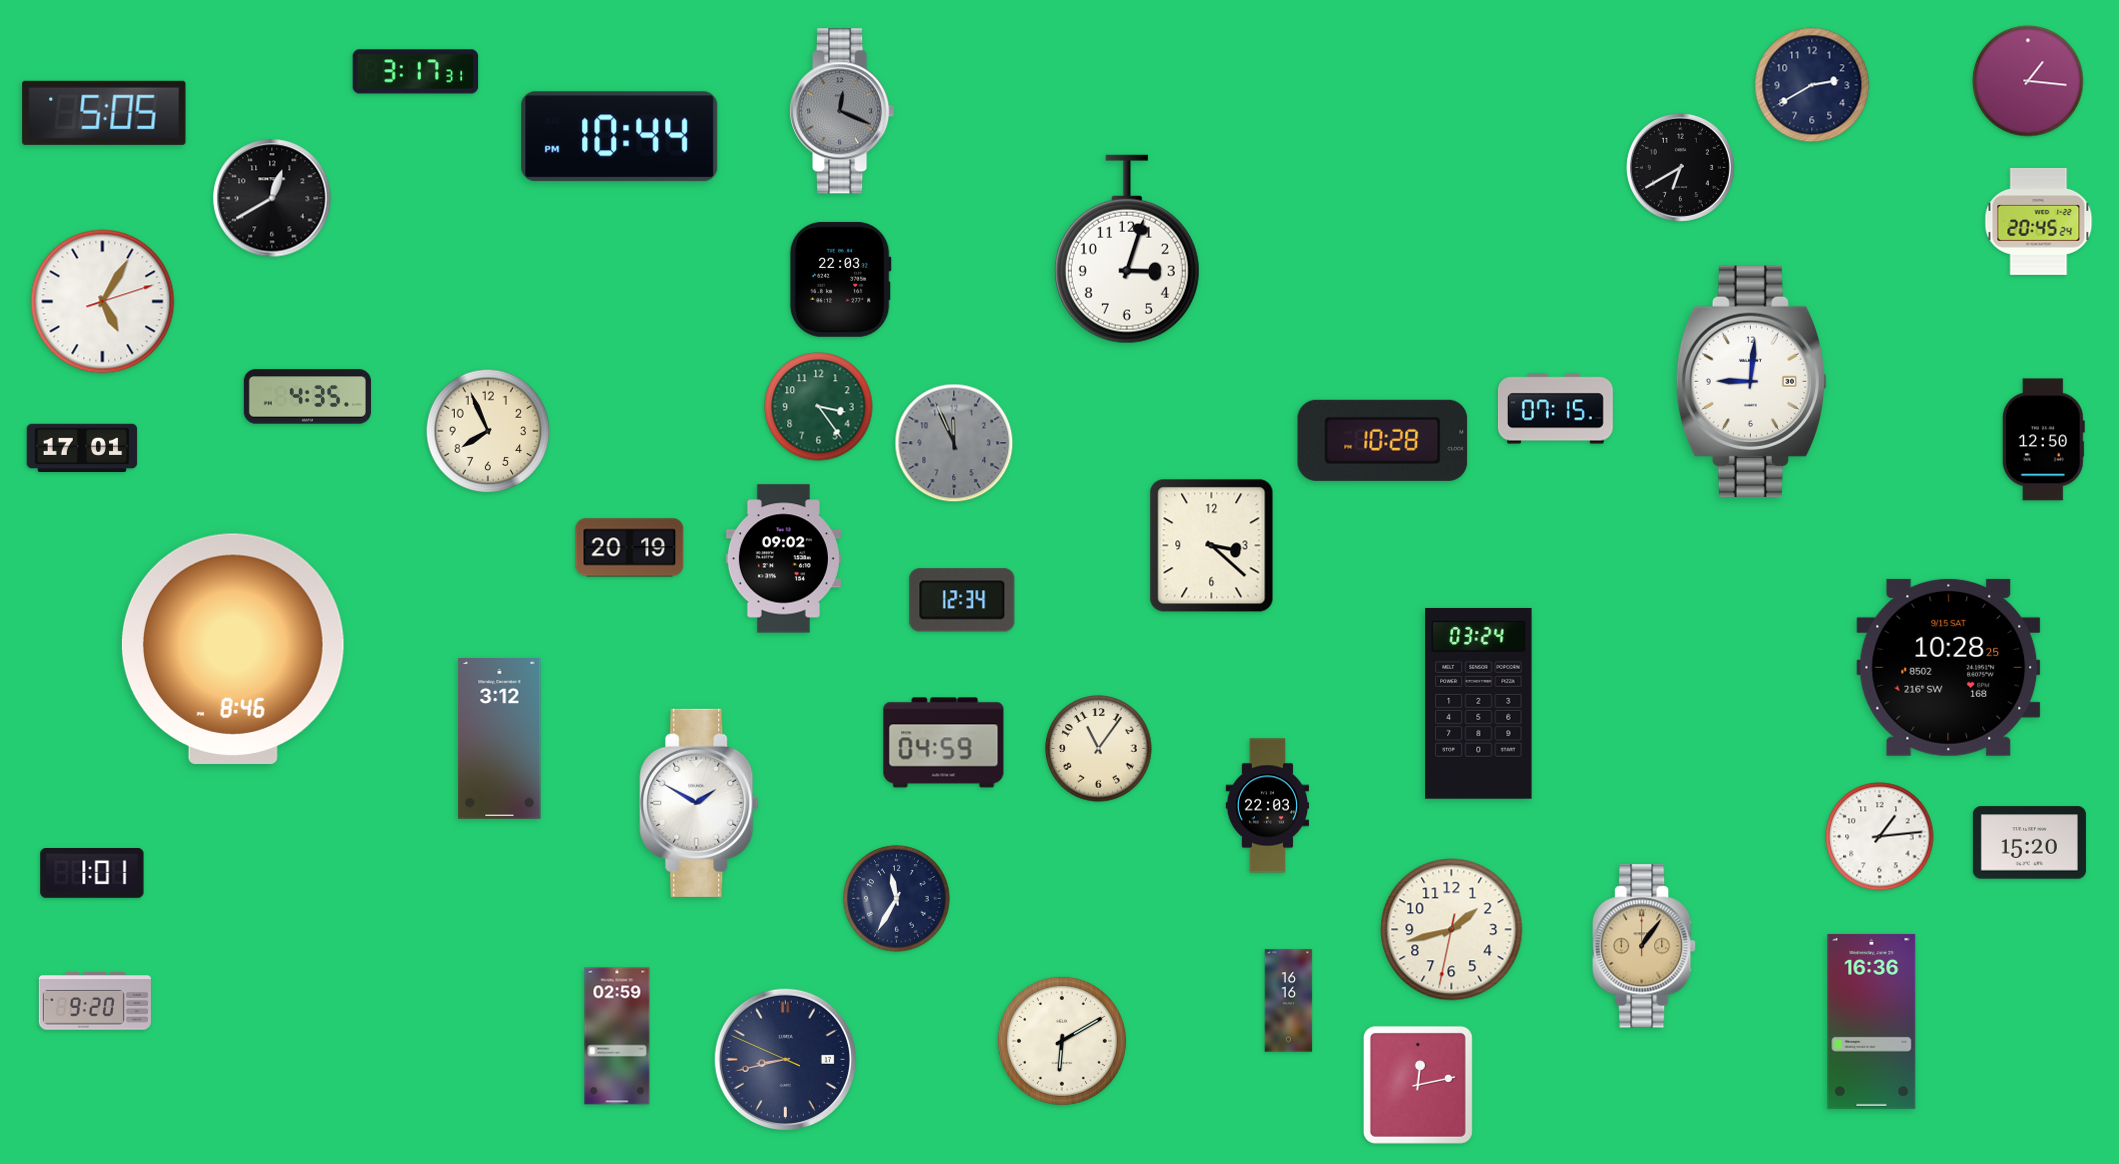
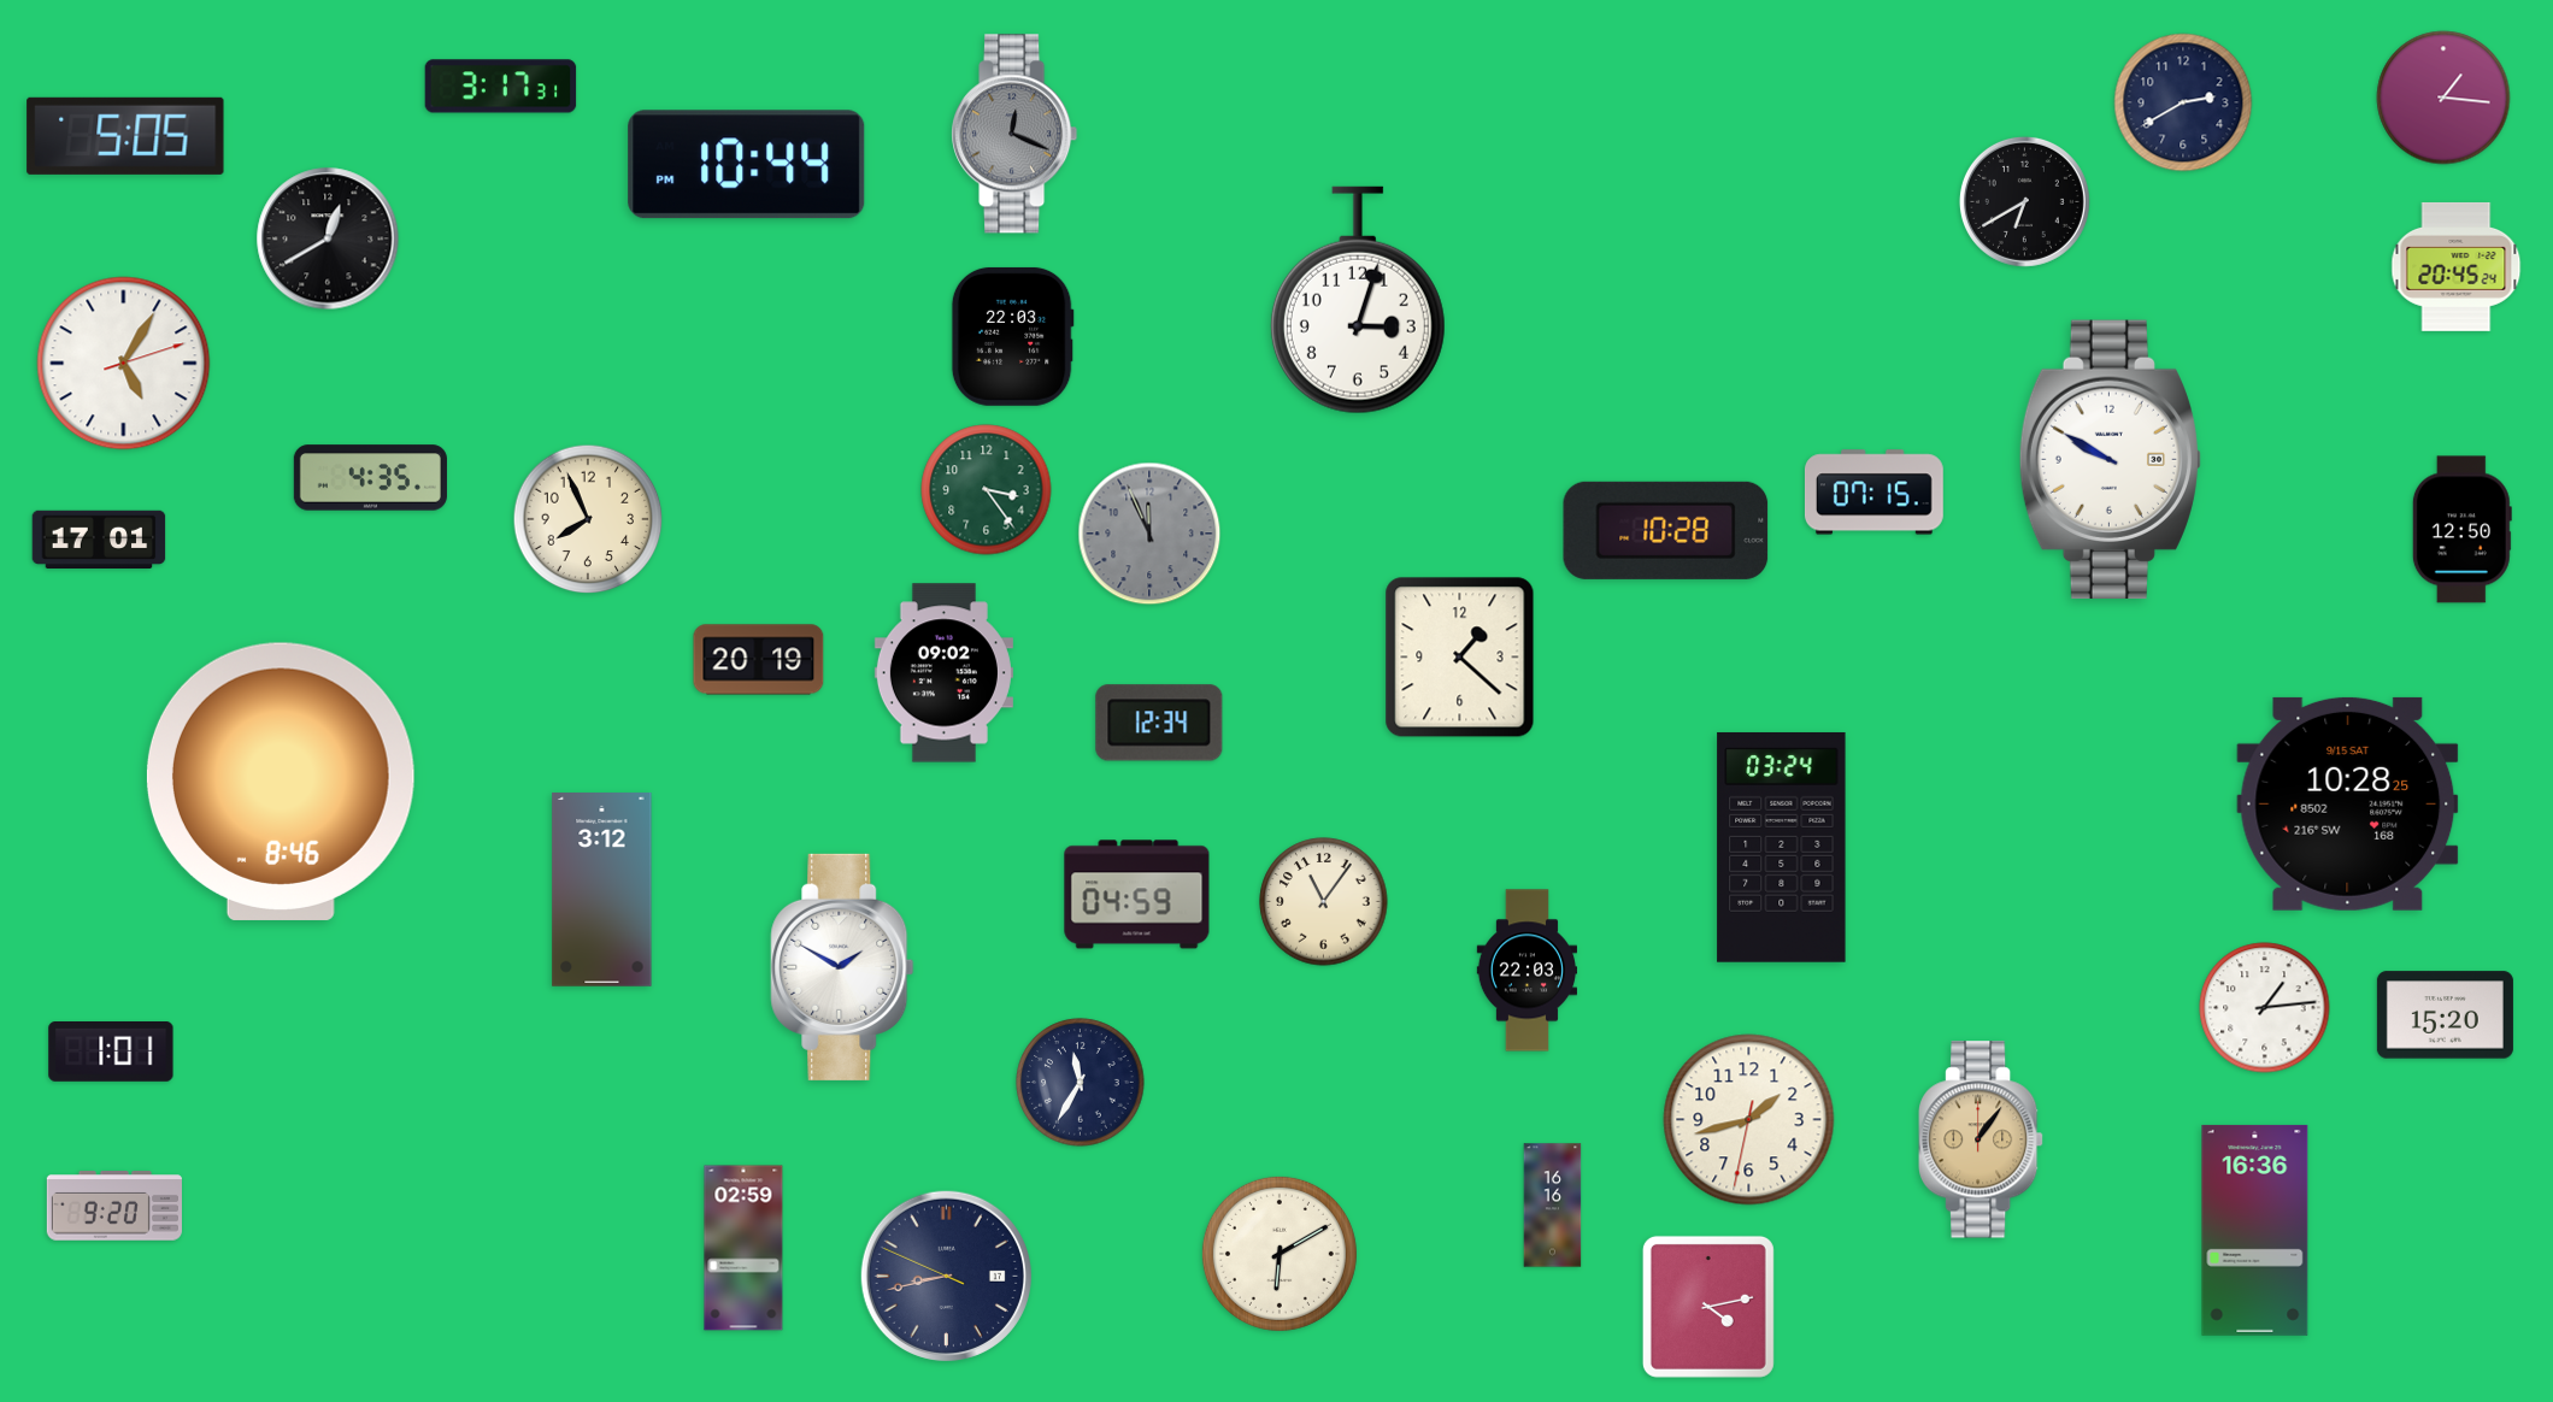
clock at (1751, 381): 9:01 -> 9:50
clock at (1212, 546): 3:22 -> 1:22
clock at (1418, 1085): 12:13 -> 4:13
